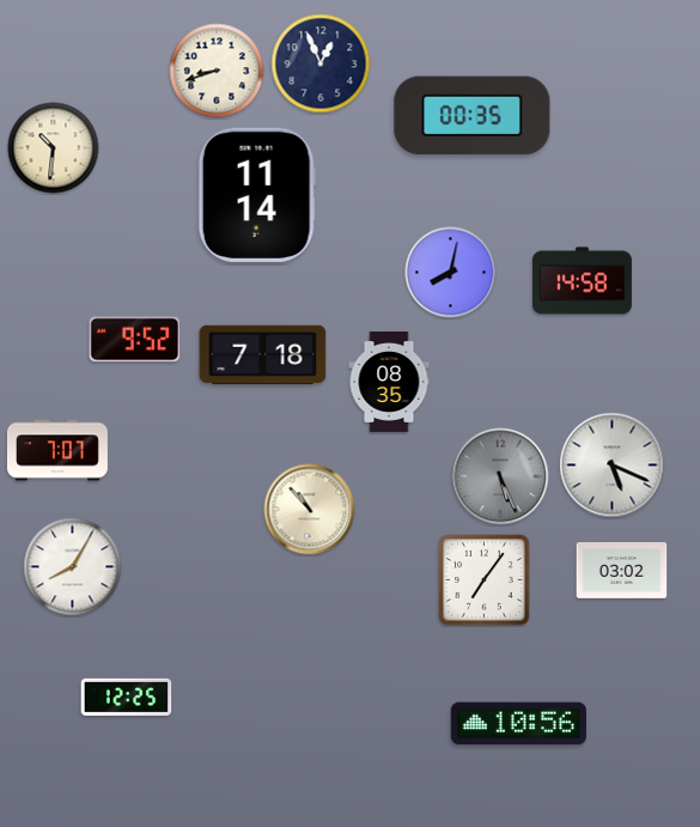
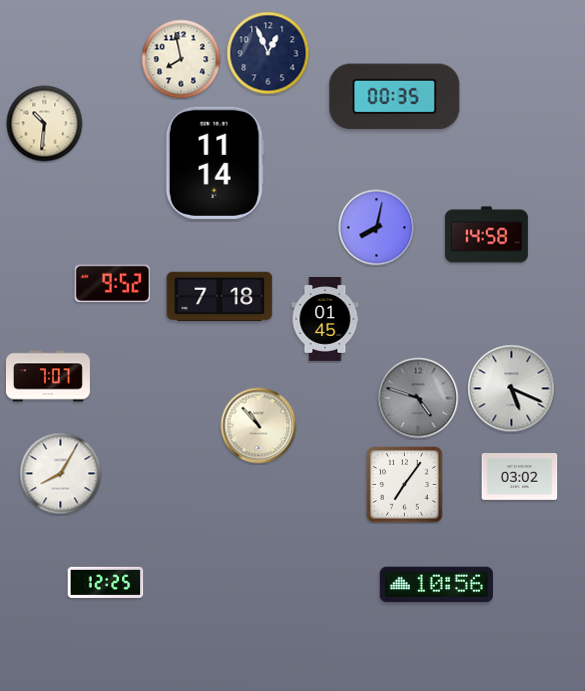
clock at (217, 71): 8:42 -> 7:58
clock at (389, 382): 08:35 -> 01:45
clock at (500, 476): 5:26 -> 4:48
clock at (518, 724) position: (518, 724) -> (436, 585)
